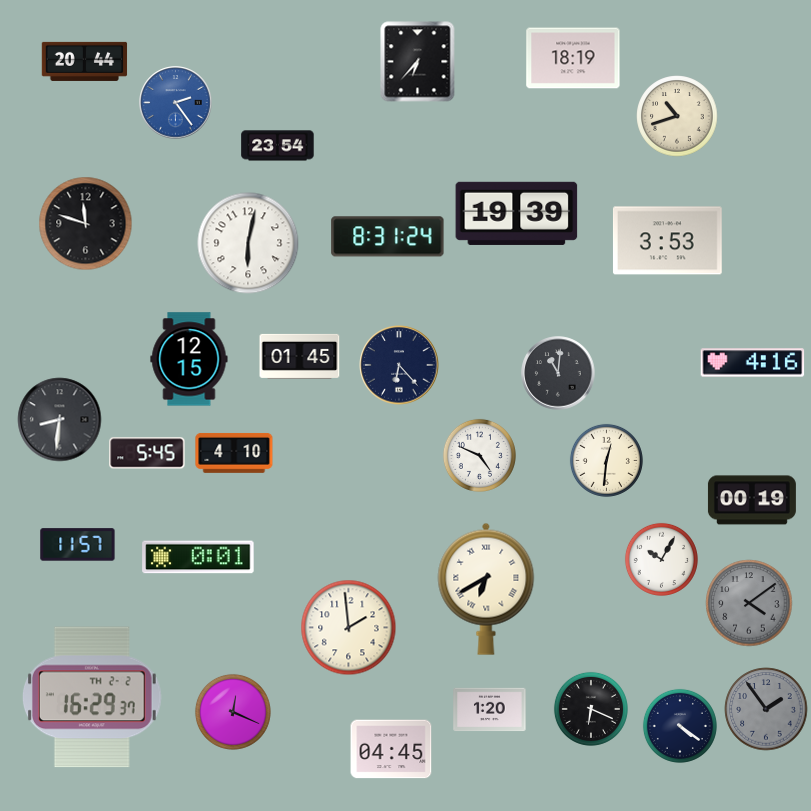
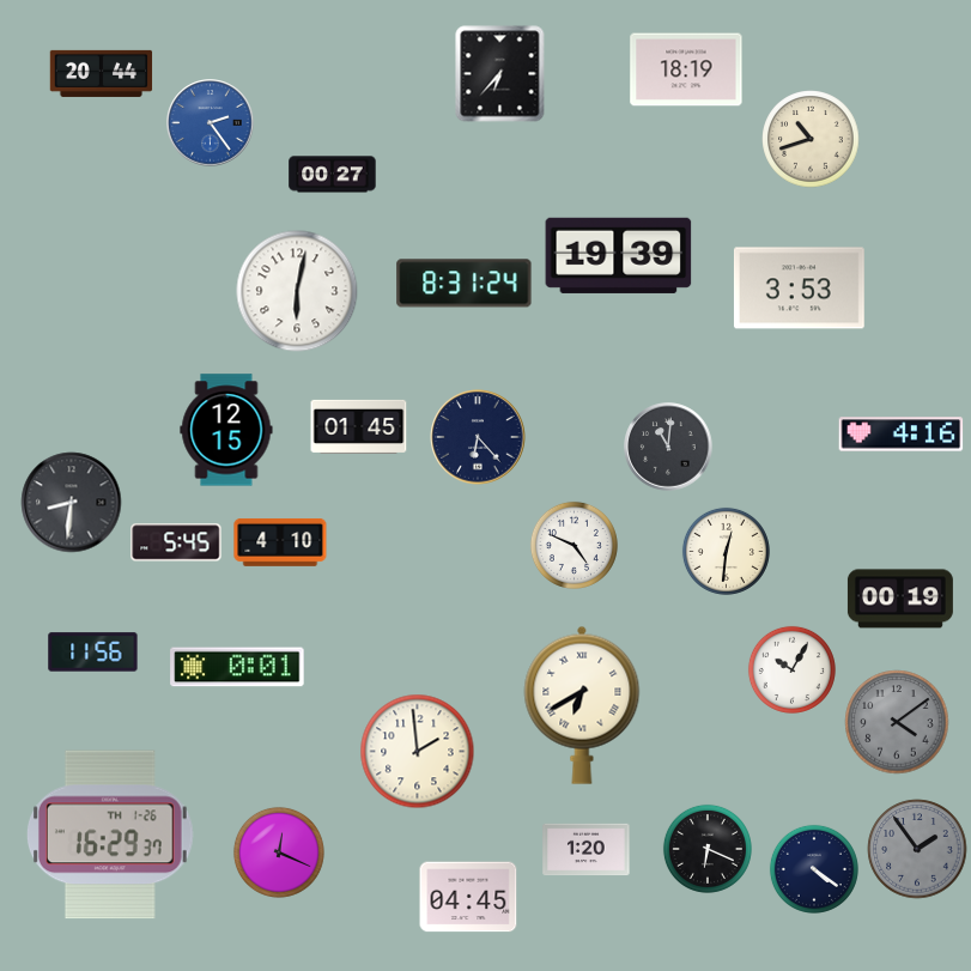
clock at (278, 146): 23:54 -> 00:27
clock at (86, 224): 11:48 -> none
clock at (78, 545): 11:57 -> 11:56
clock at (92, 697) date: TH 2-2 -> TH 1-26
